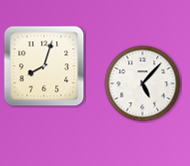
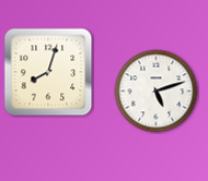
clock at (143, 84): 5:07 -> 5:12
